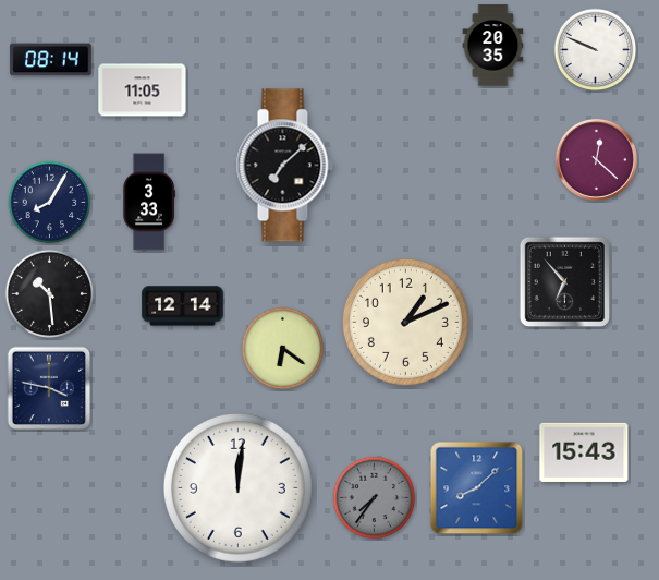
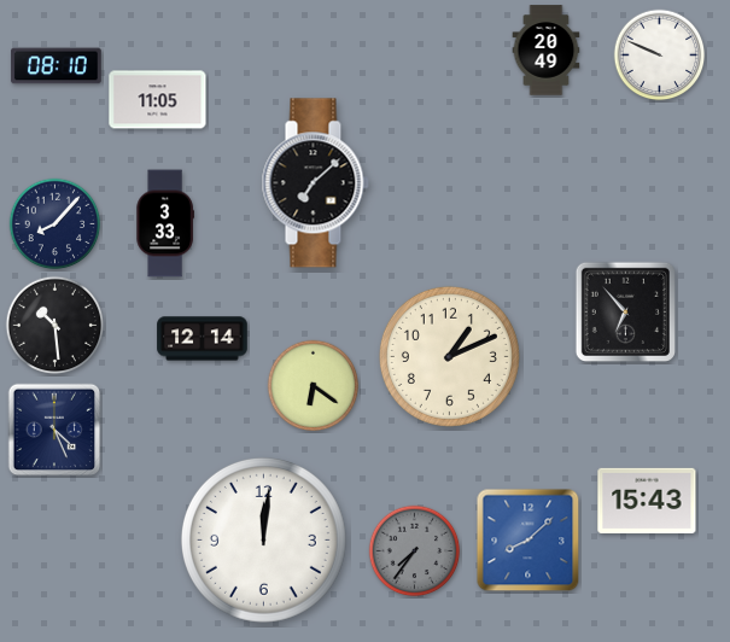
clock at (493, 46): 20:35 -> 20:49
clock at (51, 60): 08:14 -> 08:10
clock at (596, 159): 12:22 -> none
clock at (50, 203): 8:05 -> 8:07
clock at (49, 388): 3:47 -> 4:26
